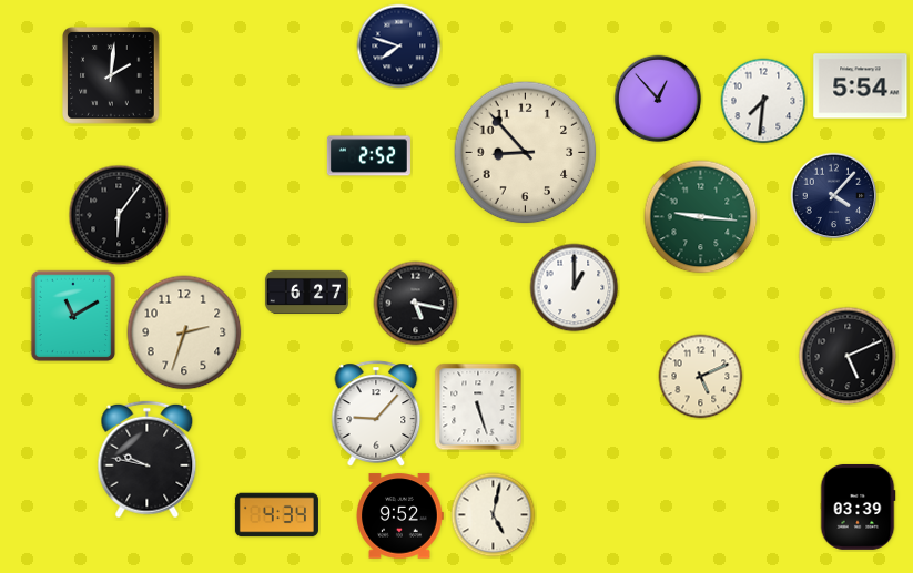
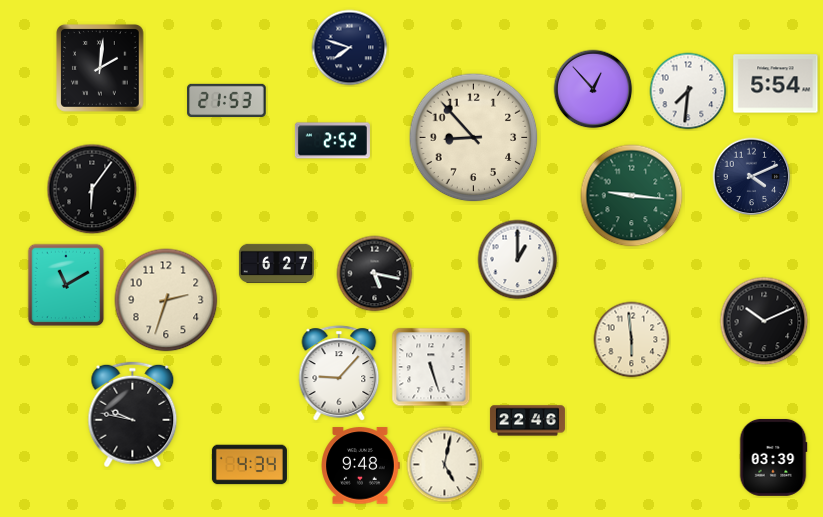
clock at (399, 47) position: (399, 47) -> (350, 48)
clock at (861, 86) position: (861, 86) -> (776, 84)
clock at (227, 100): none -> 21:53
clock at (834, 196): 4:07 -> 4:11
clock at (119, 215) position: (119, 215) -> (92, 189)
clock at (848, 356): 5:11 -> 10:11
clock at (701, 377): 5:11 -> 5:59
clock at (527, 421): none -> 22:46
clock at (399, 516): 9:52 -> 9:48
